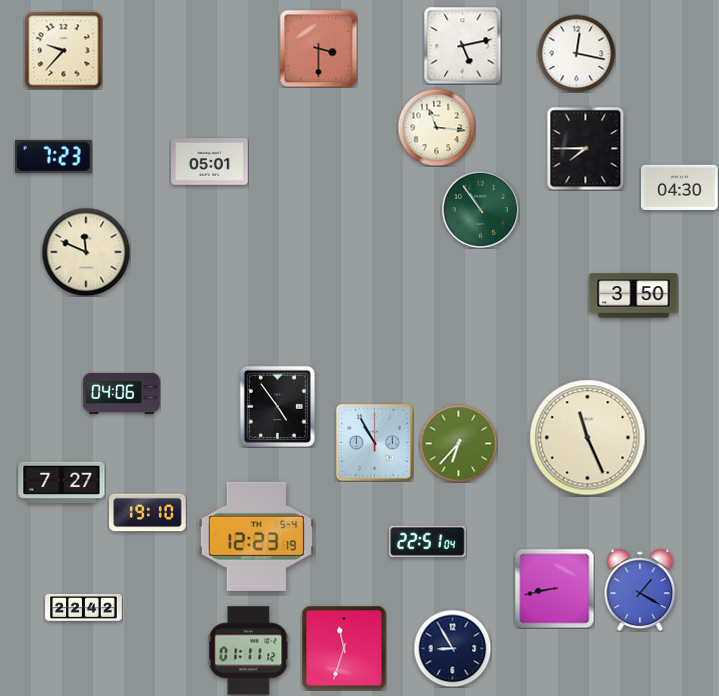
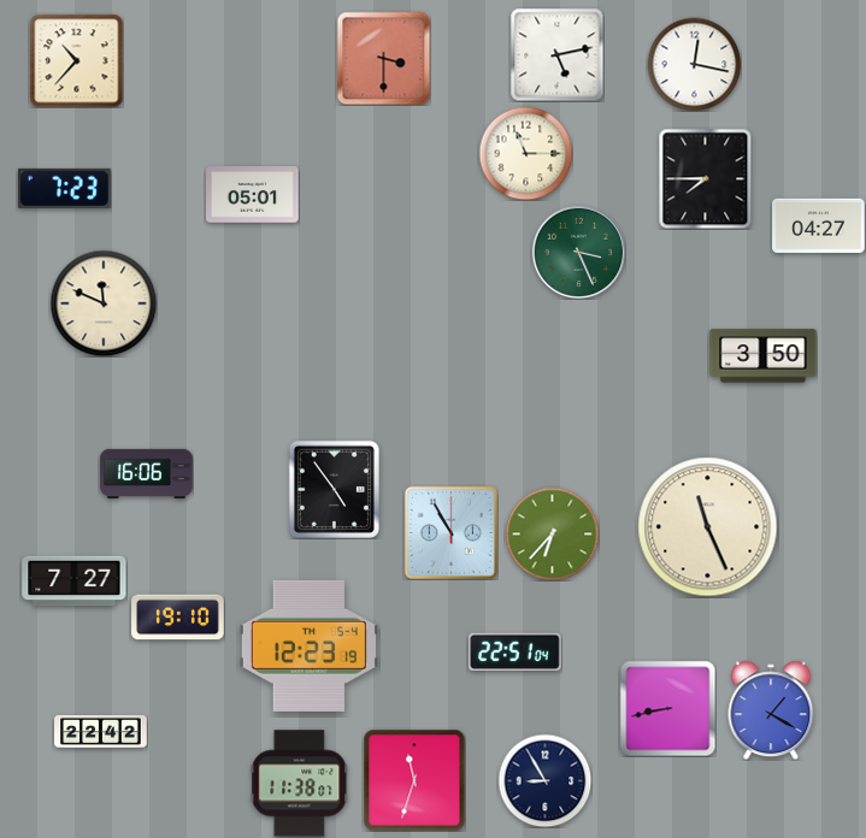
clock at (63, 50): 9:37 -> 10:37
clock at (436, 127): 11:16 -> 11:15
clock at (680, 187): 04:30 -> 04:27
clock at (480, 209): 10:54 -> 3:26
clock at (122, 393): 04:06 -> 16:06
clock at (249, 651): 01:11 -> 11:38
